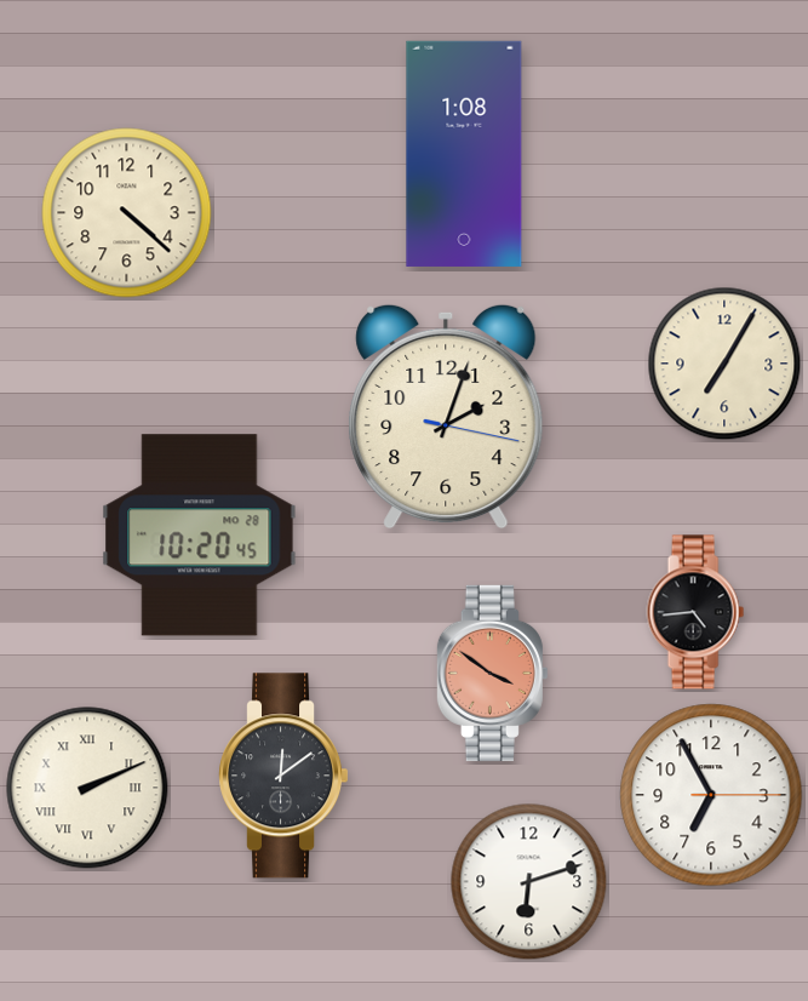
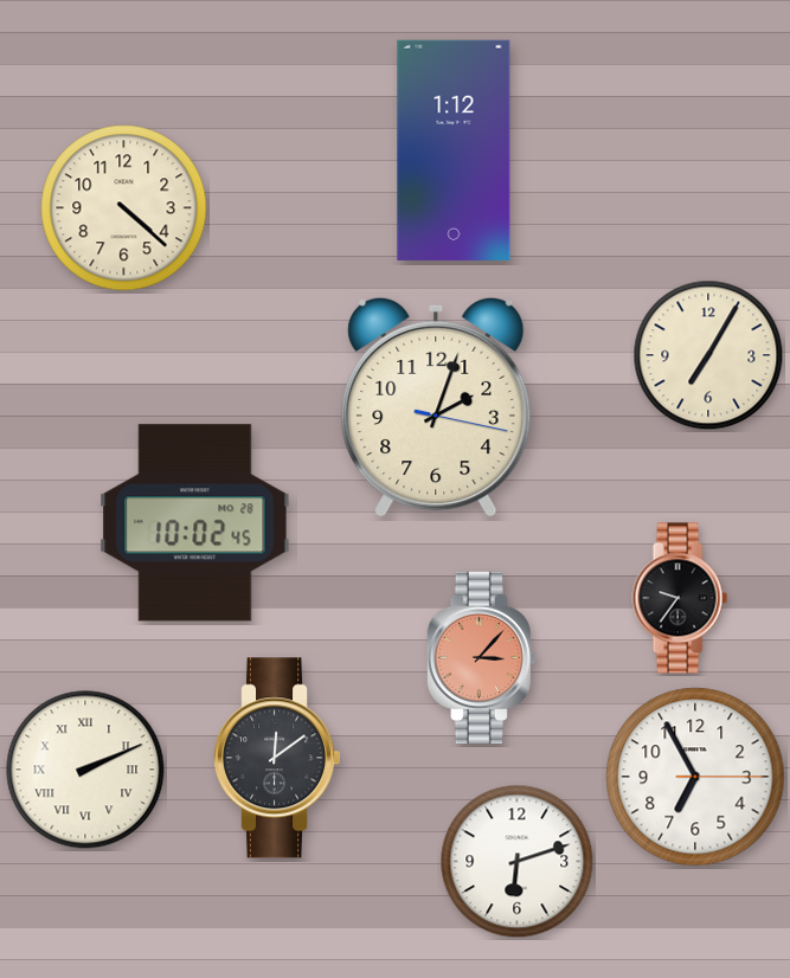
clock at (464, 154): 1:08 -> 1:12
clock at (200, 536): 10:20 -> 10:02
clock at (695, 612): 4:44 -> 9:36
clock at (492, 673): 3:51 -> 3:07
